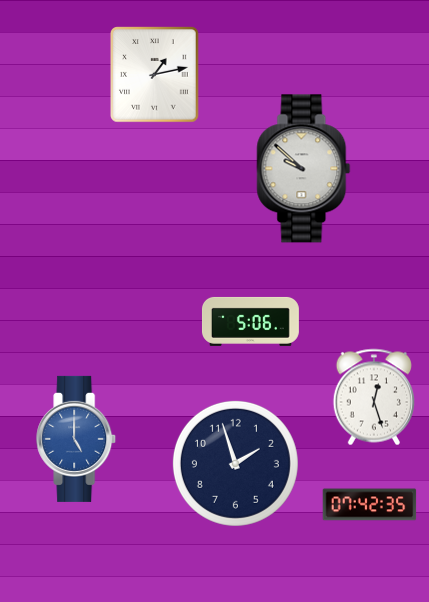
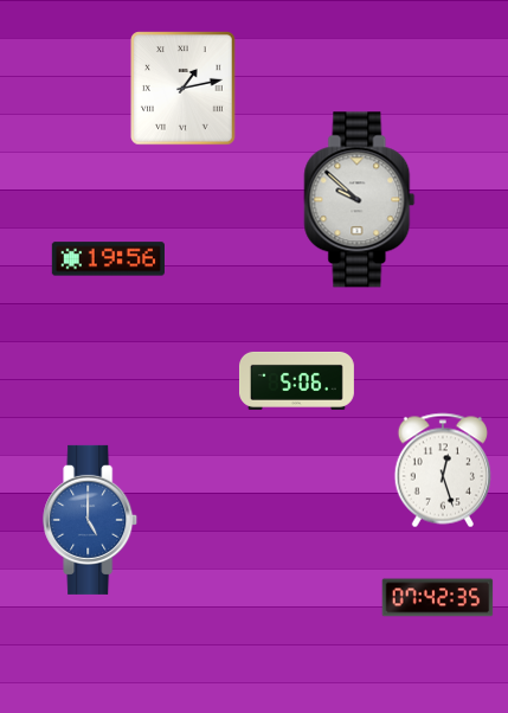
clock at (108, 259): none -> 19:56
clock at (235, 463): 1:57 -> none
